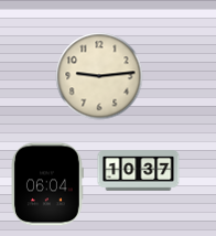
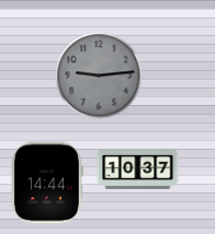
clock at (99, 76) dial: cream -> grey
clock at (47, 184): 06:04 -> 14:44
